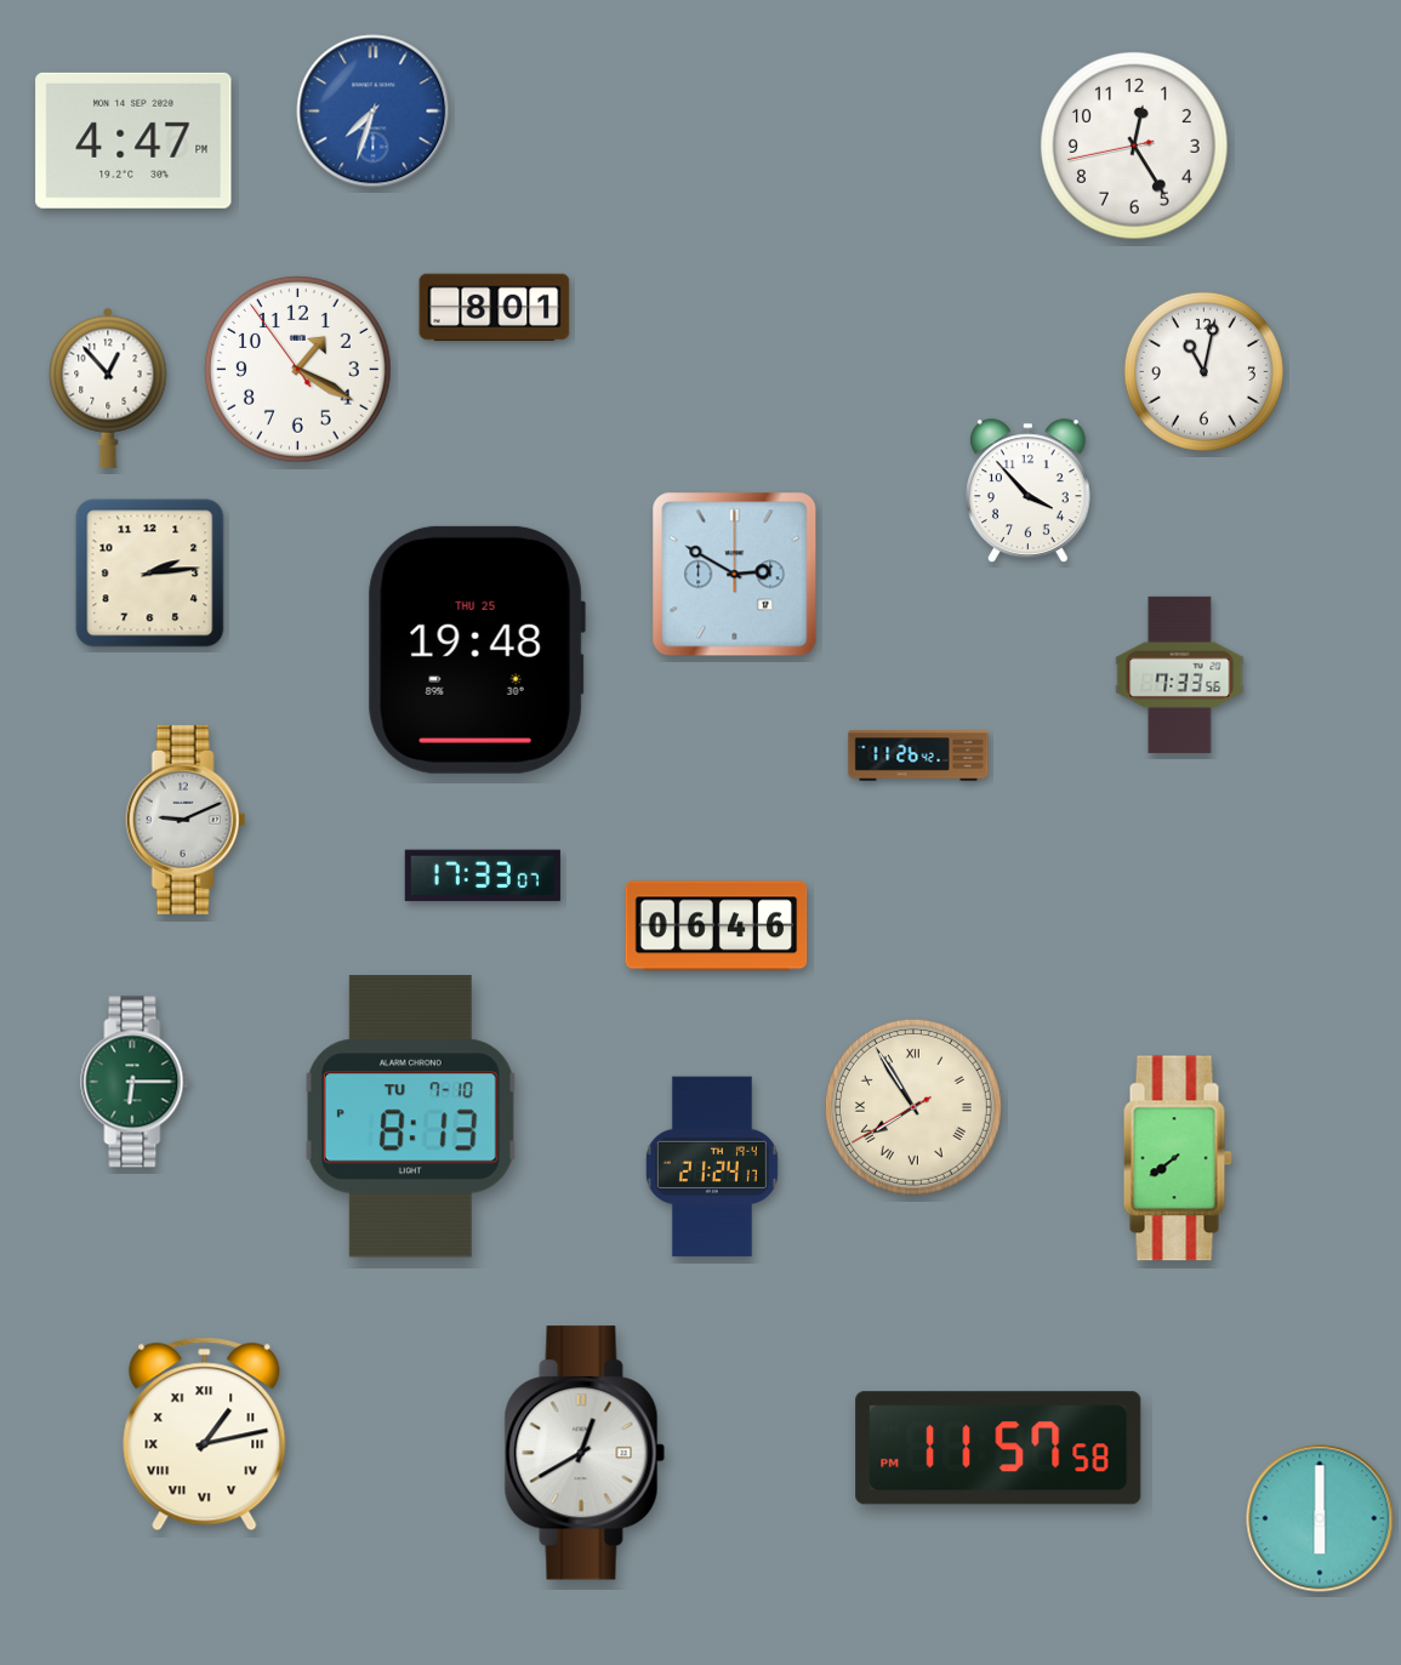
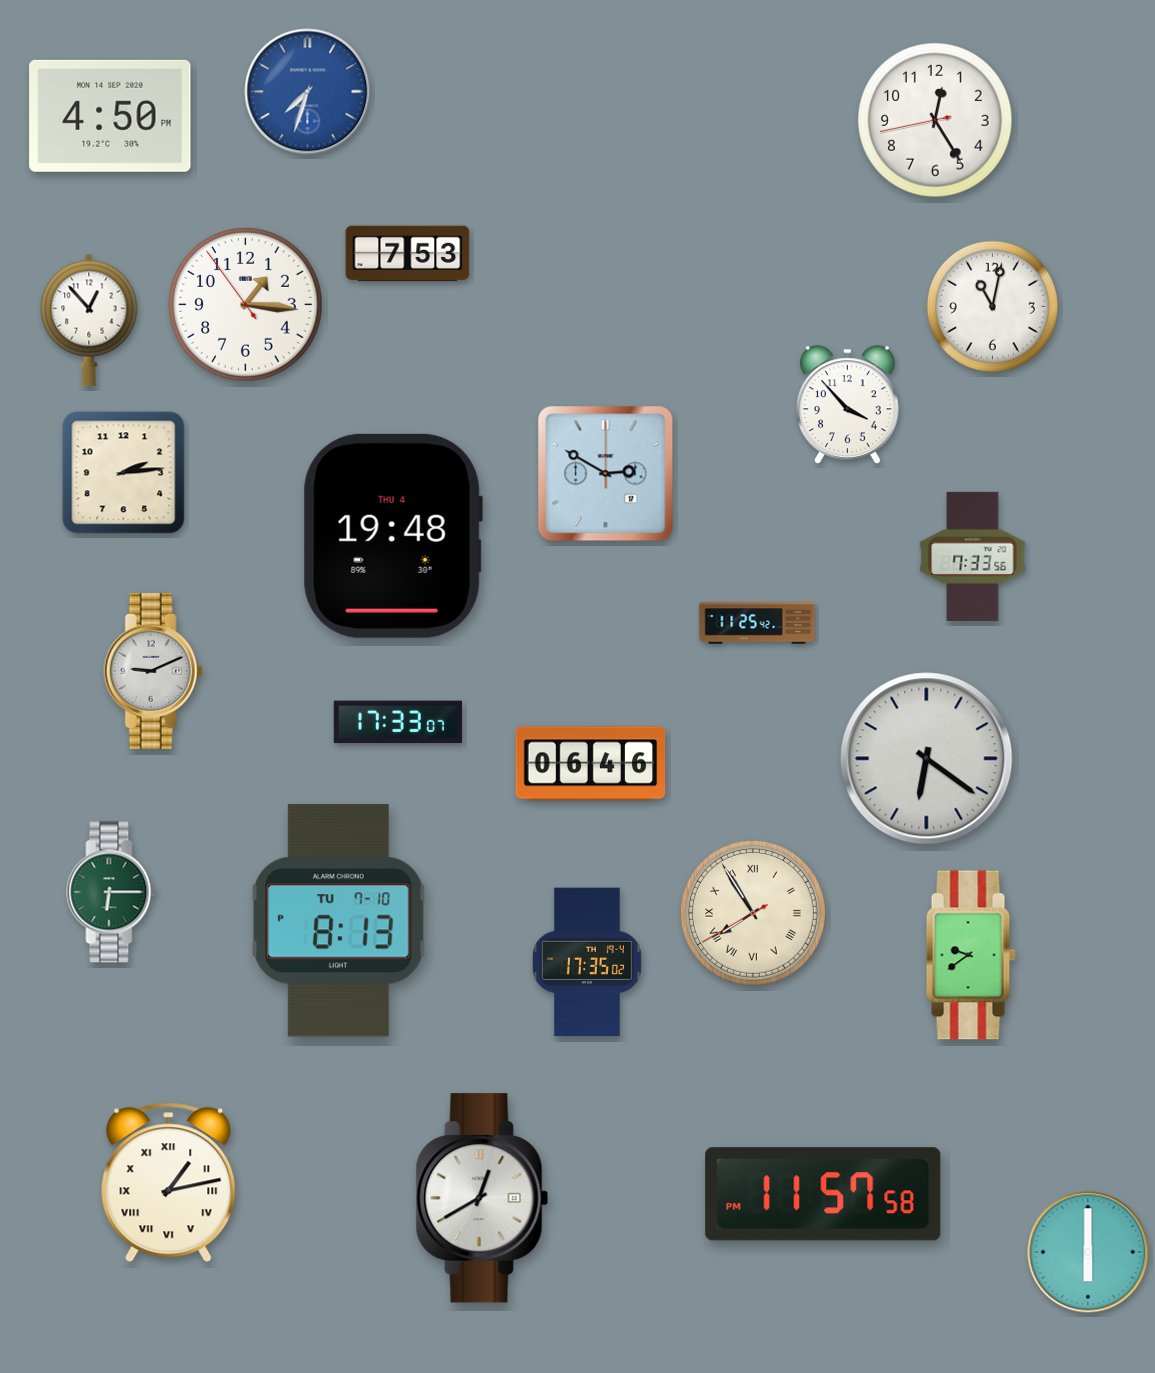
clock at (133, 141): 4:47 -> 4:50
clock at (495, 308): 8:01 -> 7:53
clock at (298, 370): 1:19 -> 1:15
clock at (477, 650) date: THU 25 -> THU 4
clock at (918, 755): 11:26 -> 11:25
clock at (186, 820) position: (186, 820) -> (153, 671)
clock at (927, 759): none -> 6:21
clock at (1178, 1158): 7:39 -> 9:39
clock at (712, 1167): 21:24 -> 17:35
